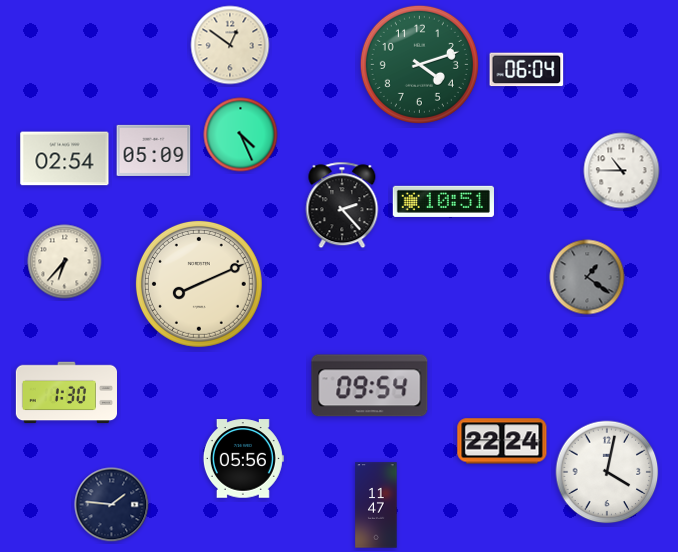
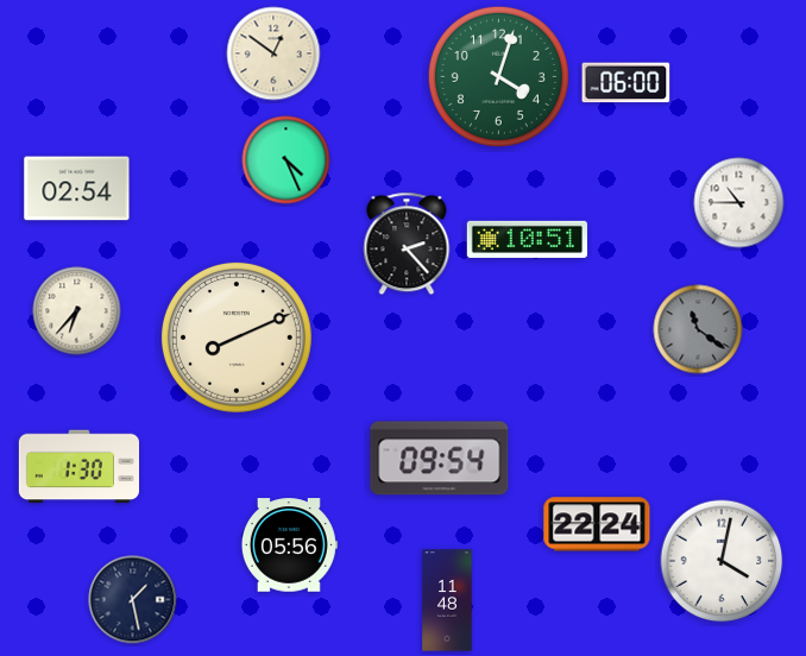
clock at (419, 64): 4:12 -> 4:03
clock at (527, 70): 06:04 -> 06:00
clock at (154, 150): 05:09 -> none
clock at (587, 277): 1:21 -> 11:21
clock at (112, 505): 1:46 -> 1:28
clock at (376, 505): 11:47 -> 11:48
